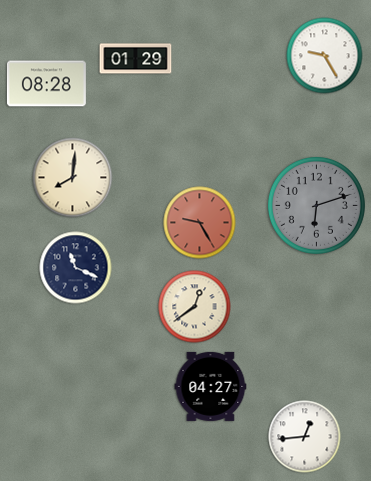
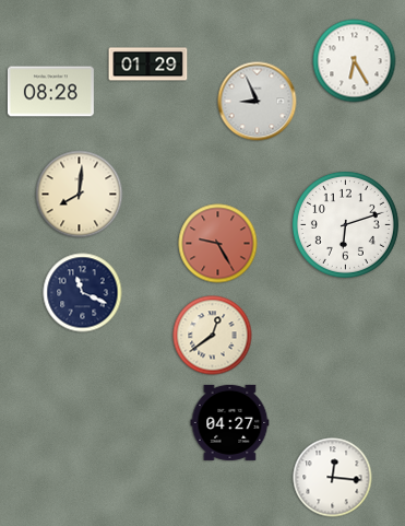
clock at (325, 56): 9:25 -> 6:25
clock at (258, 102): none -> 8:56
clock at (316, 205) dial: grey -> white
clock at (305, 437): 12:44 -> 12:16
